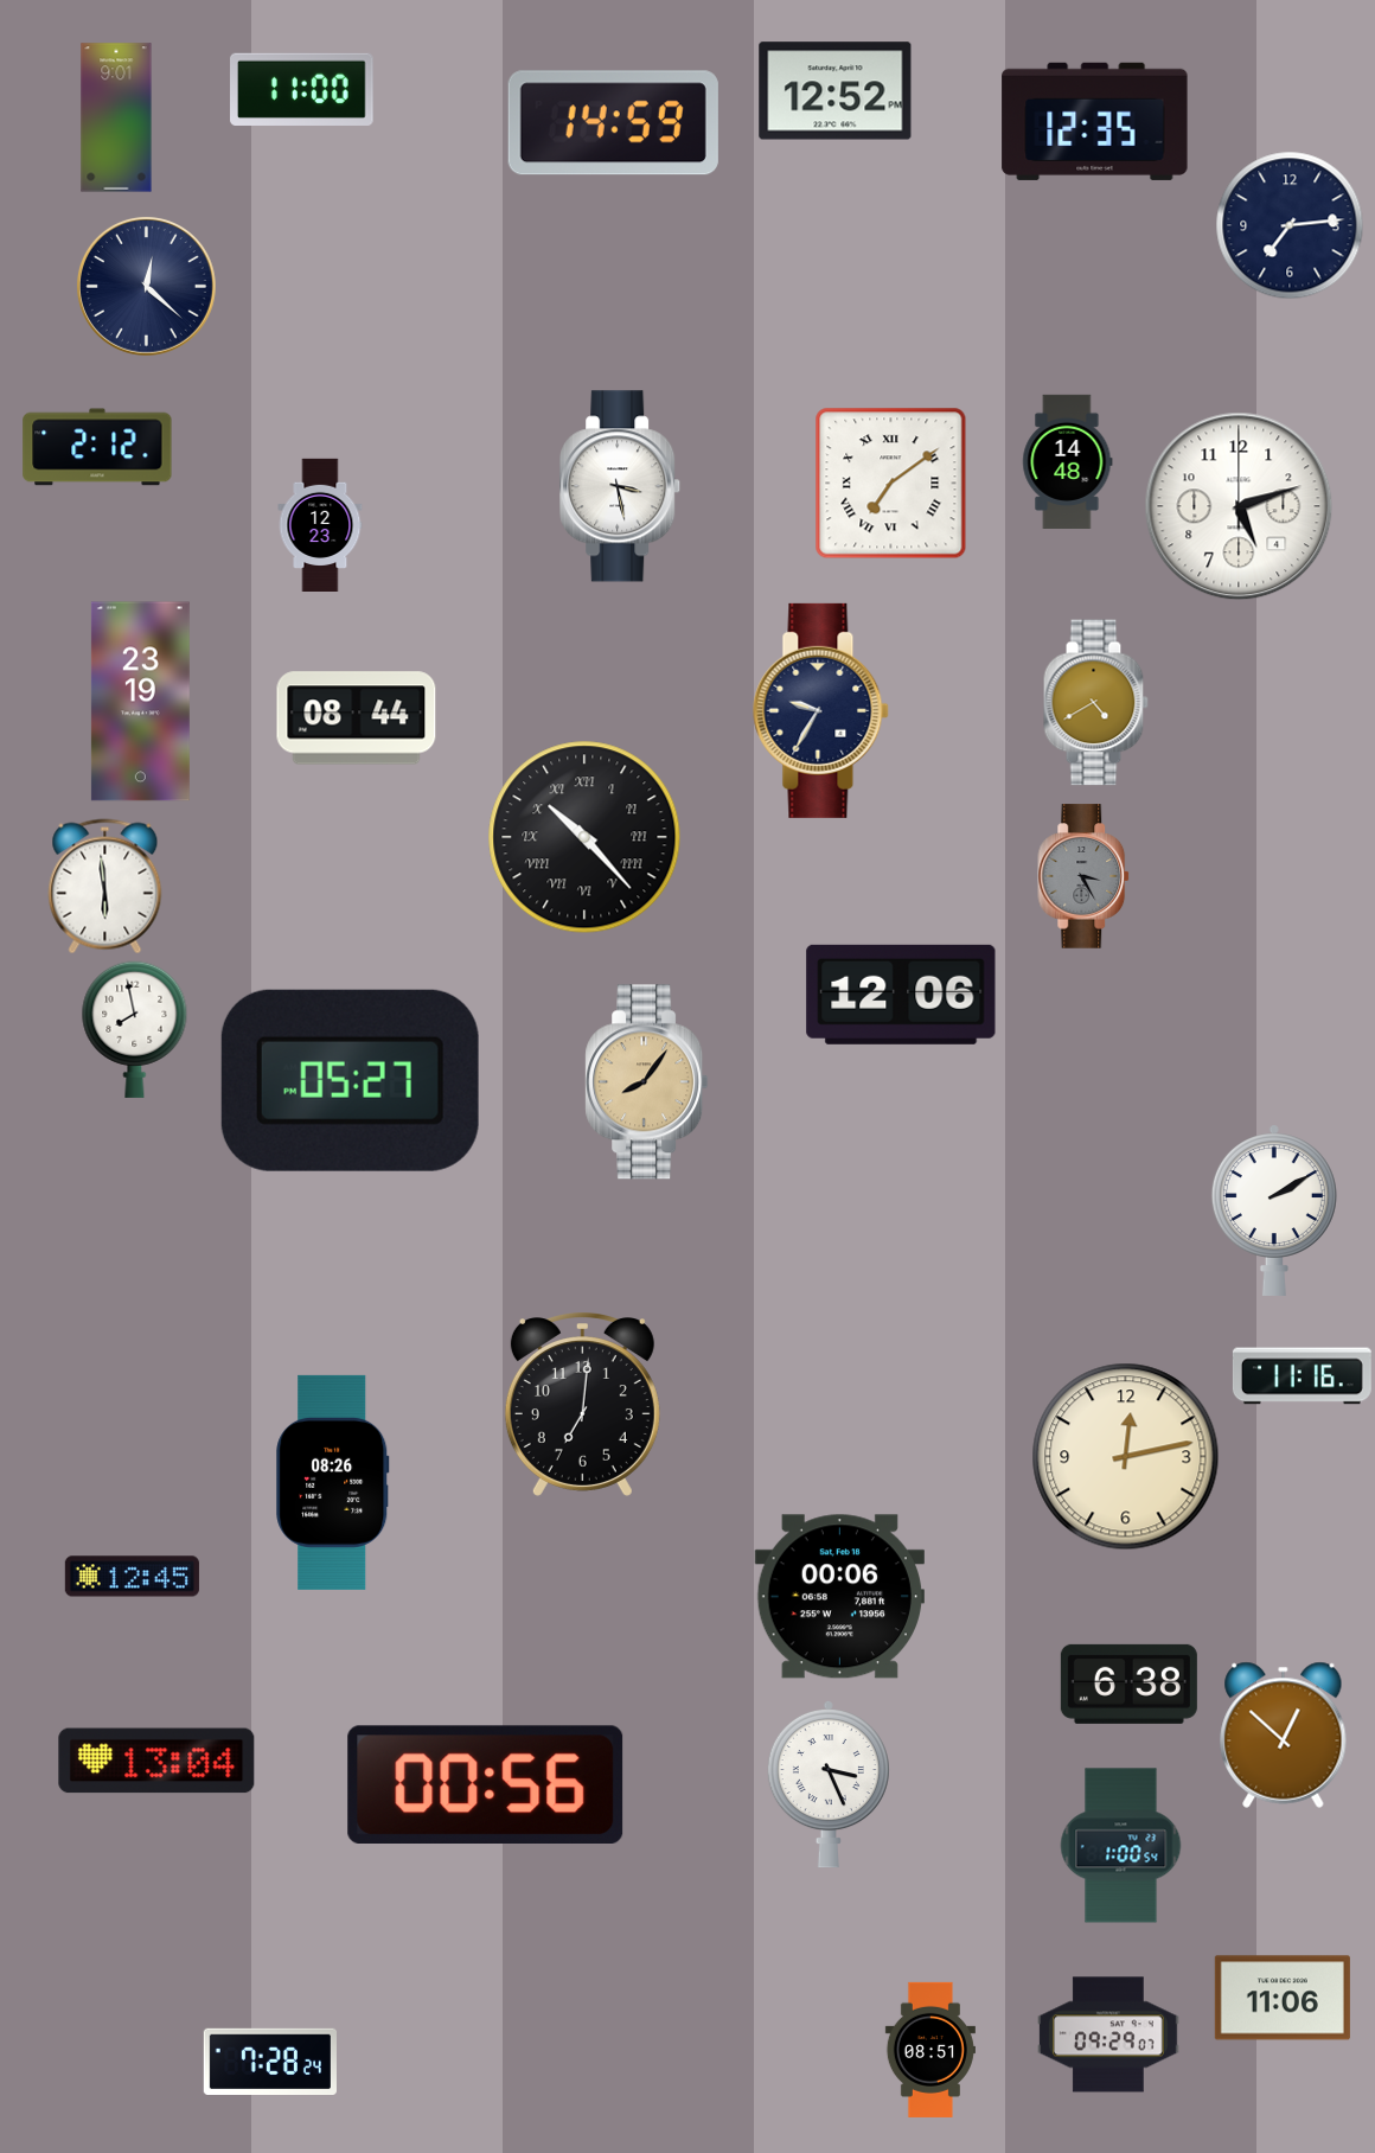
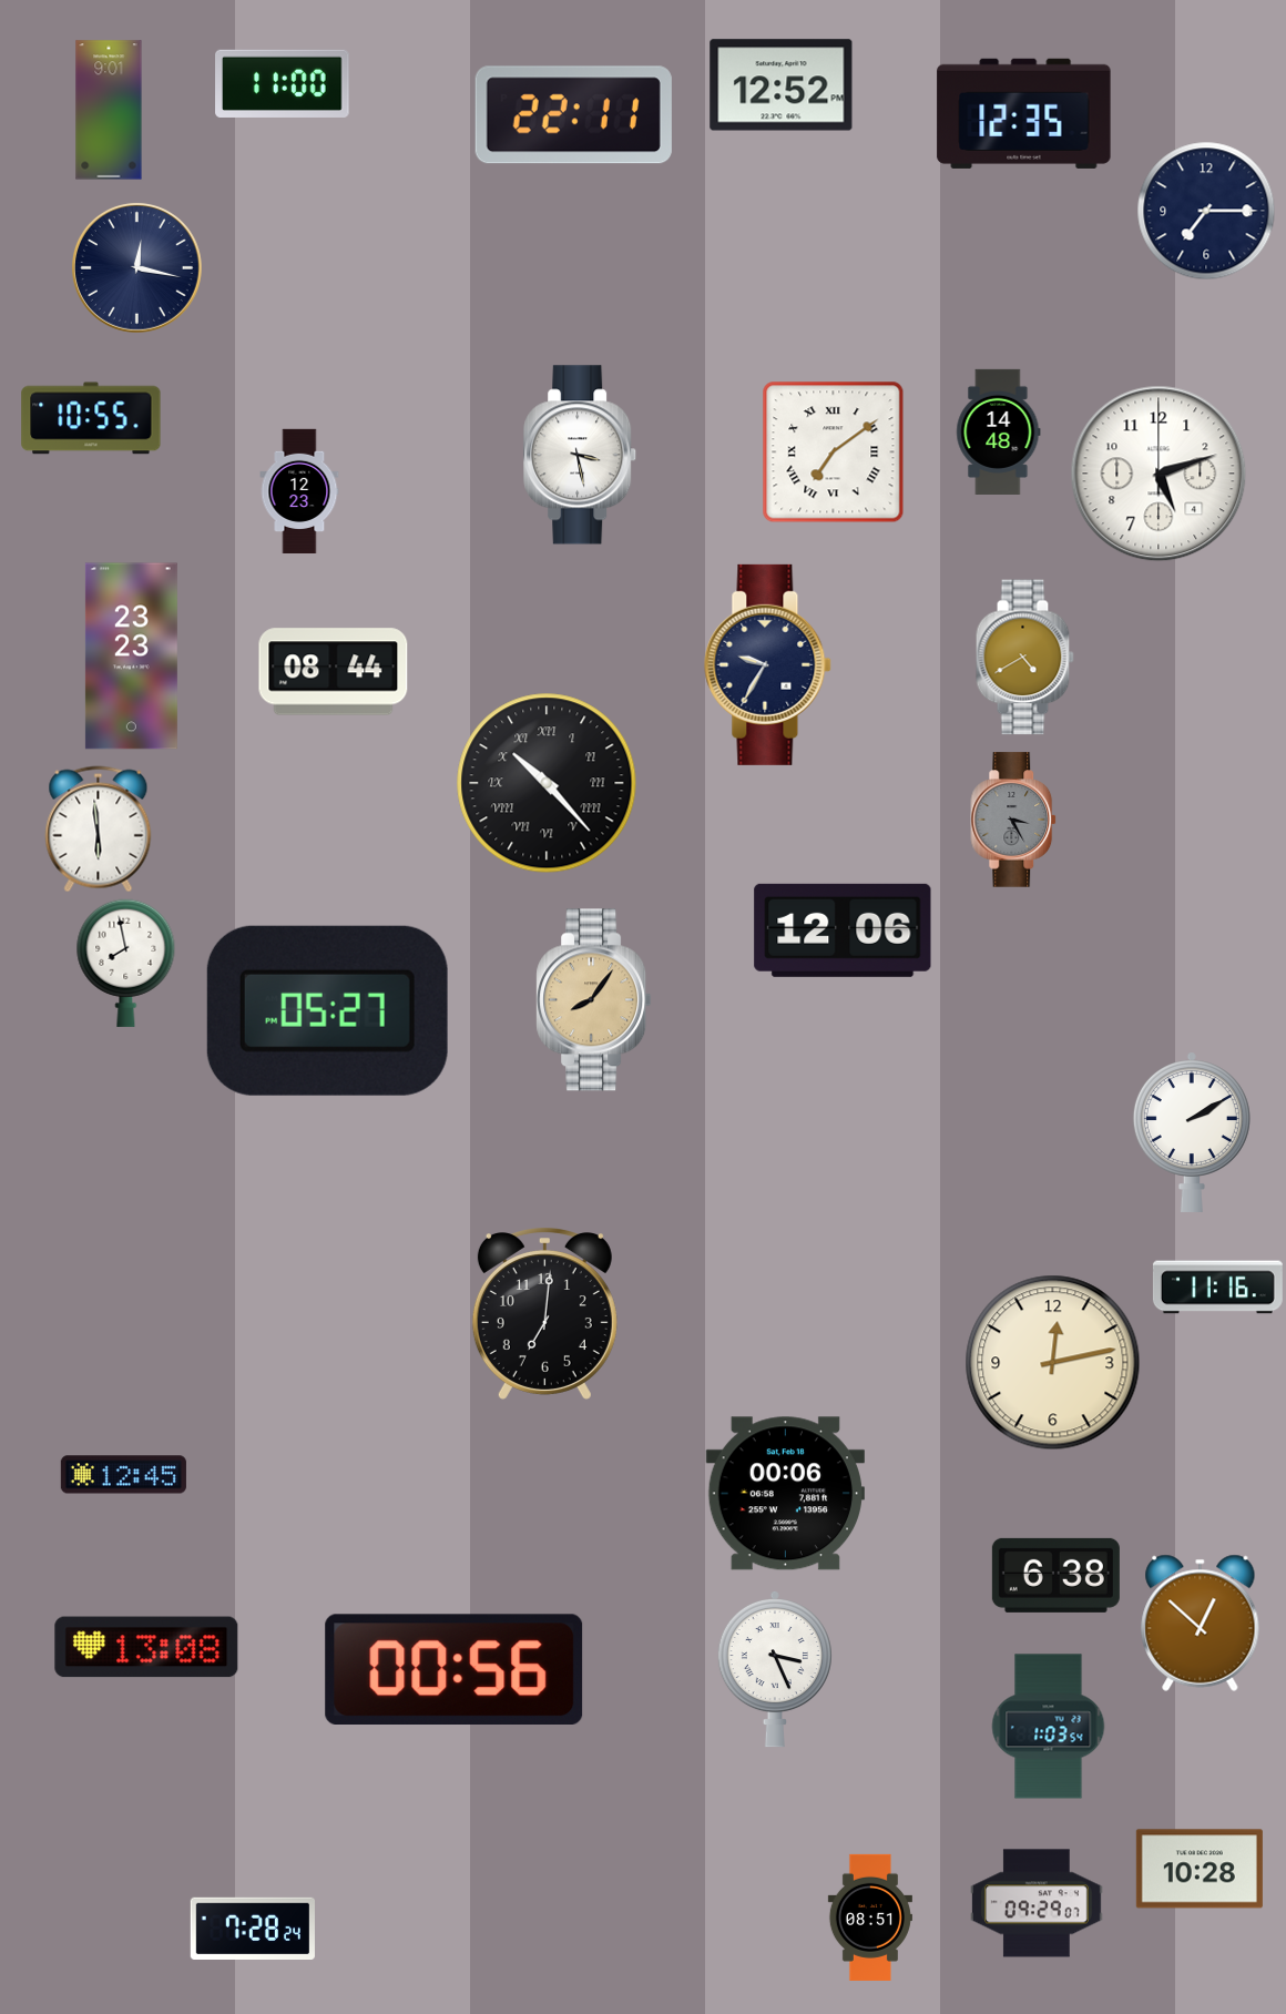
clock at (613, 123): 14:59 -> 22:11
clock at (1290, 225): 7:14 -> 7:15
clock at (146, 286): 12:22 -> 12:17
clock at (97, 447): 2:12 -> 10:55
clock at (140, 702): 23:19 -> 23:23
clock at (647, 1082) position: (647, 1082) -> (594, 1000)
clock at (333, 1482): 08:26 -> none
clock at (156, 1761): 13:04 -> 13:08
clock at (1121, 1846): 1:00 -> 1:03
clock at (1283, 1998): 11:06 -> 10:28
